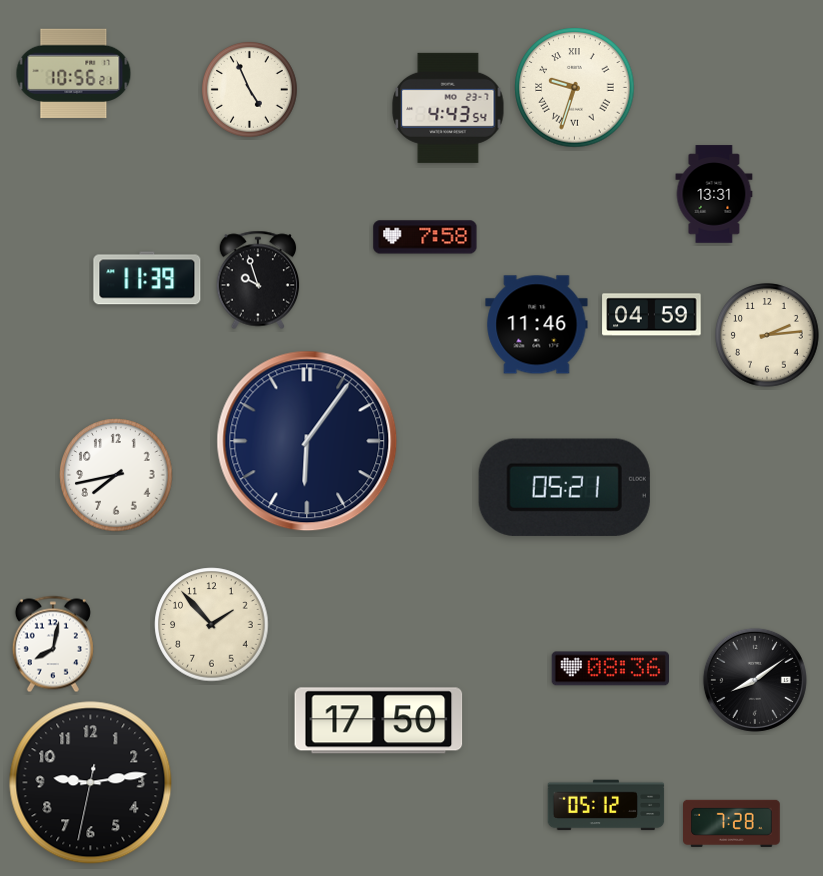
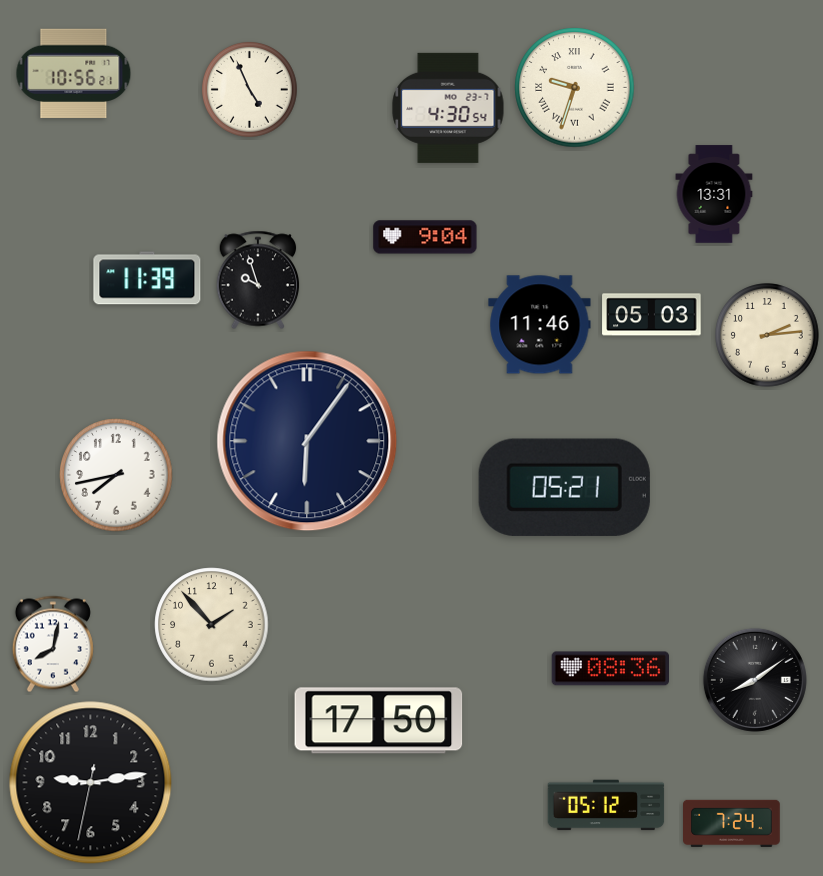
clock at (448, 108): 4:43 -> 4:30
clock at (425, 237): 7:58 -> 9:04
clock at (652, 315): 04:59 -> 05:03
clock at (537, 325) position: (537, 325) -> (540, 325)
clock at (732, 823): 7:28 -> 7:24
